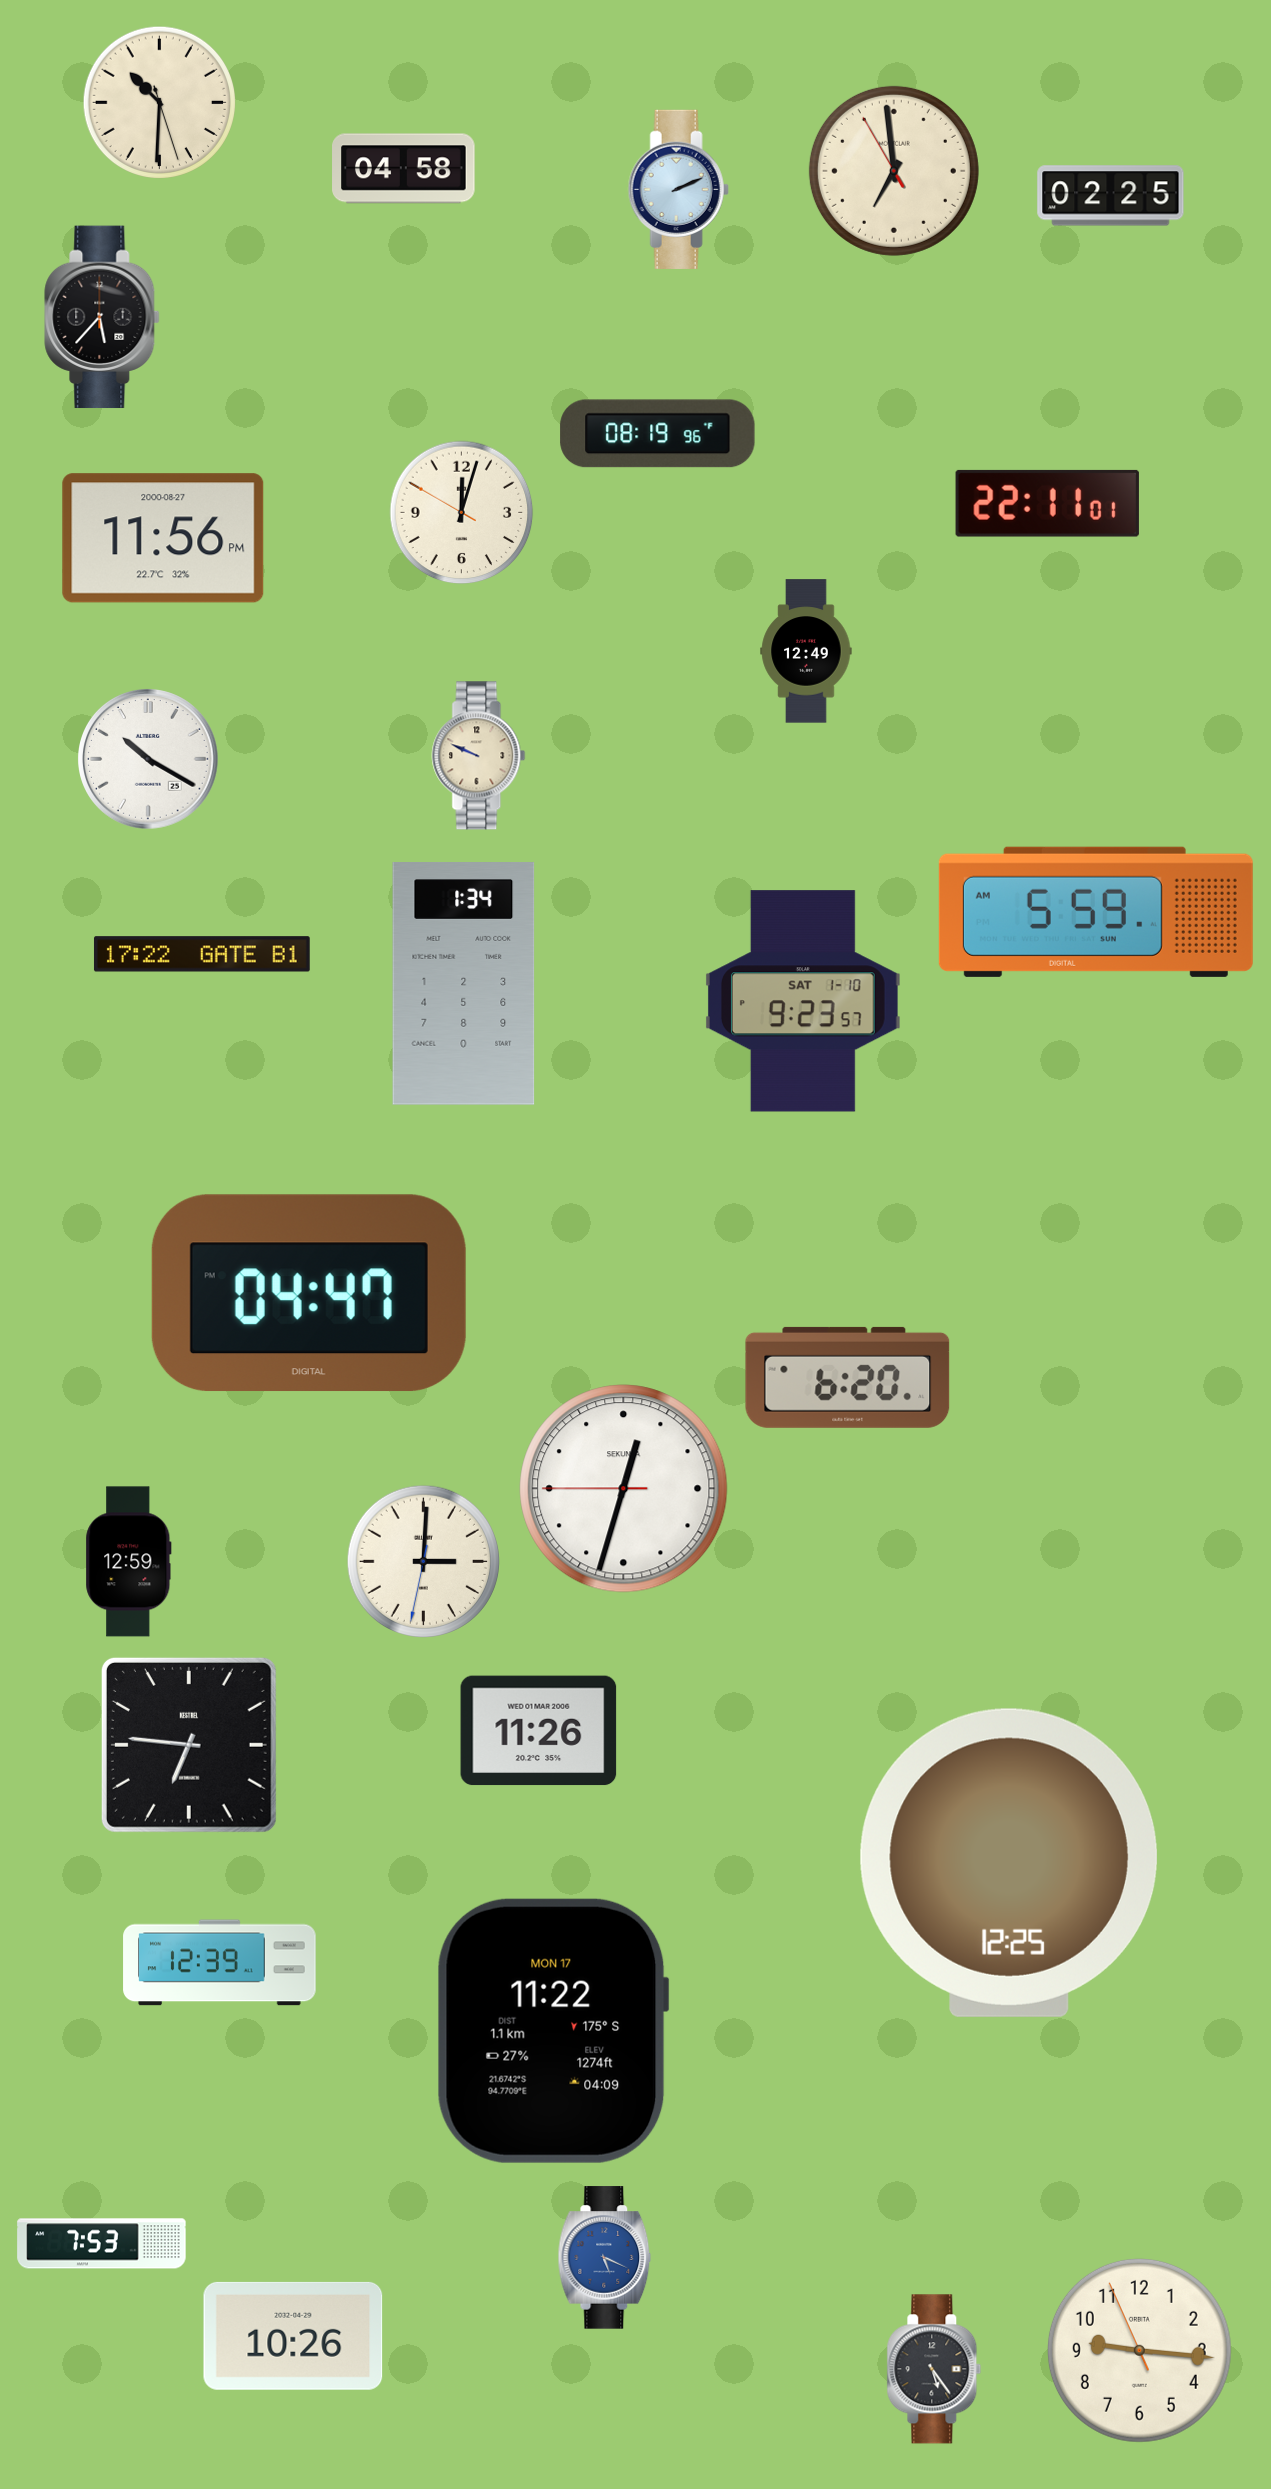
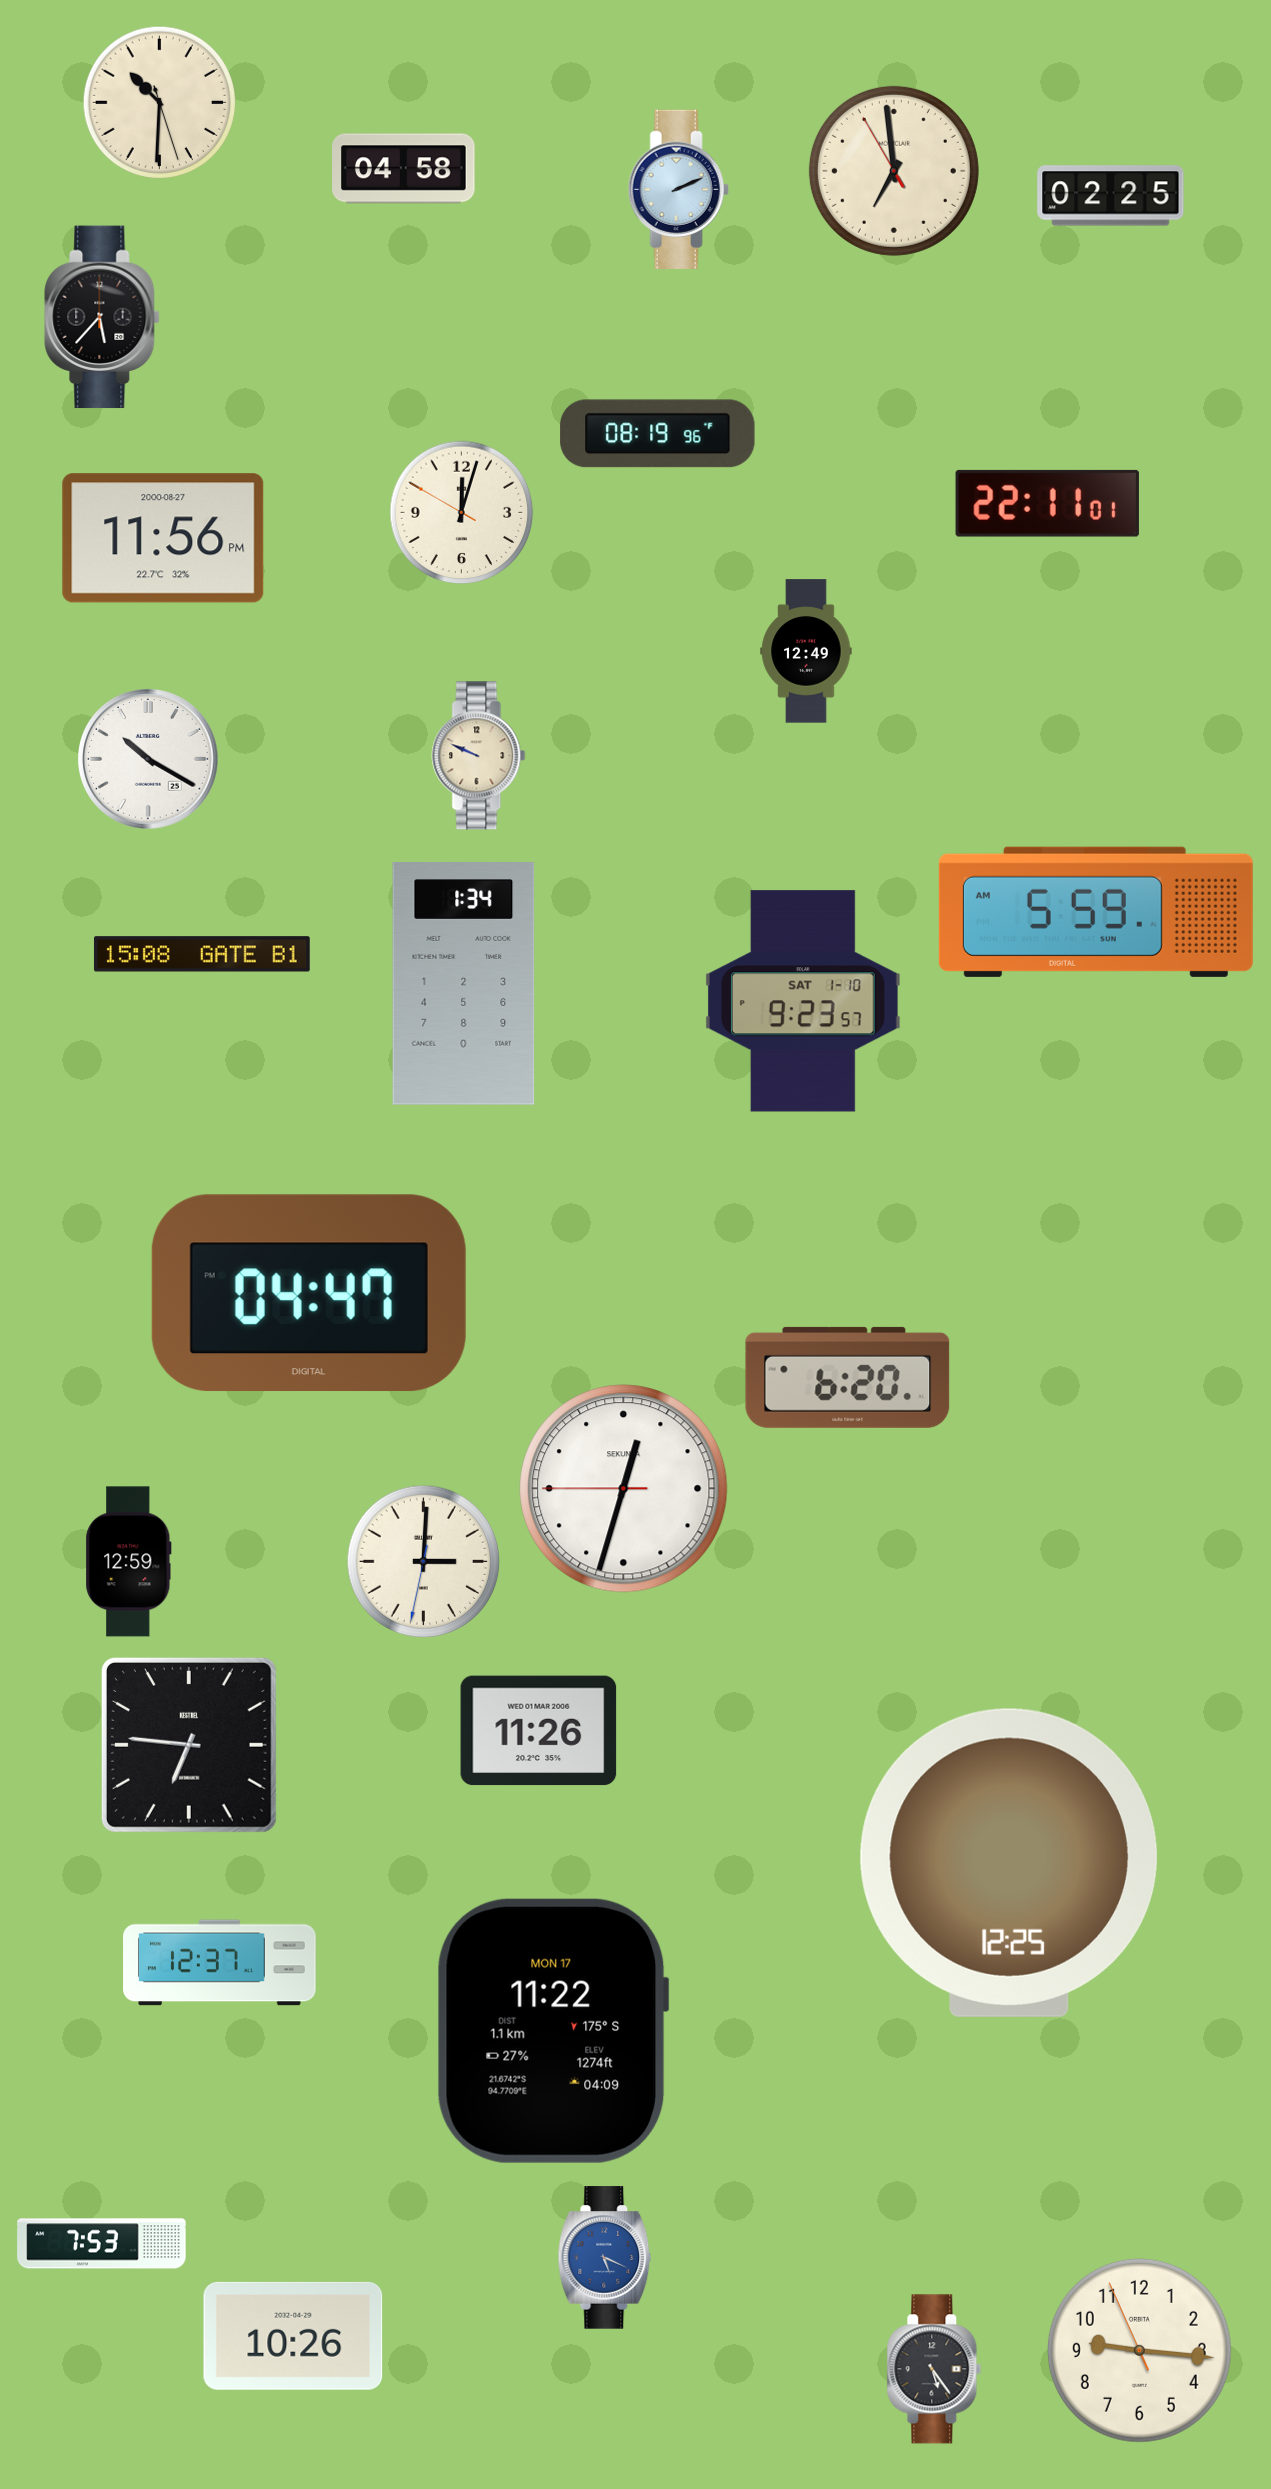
clock at (202, 954): 17:22 -> 15:08
clock at (220, 1963): 12:39 -> 12:37
